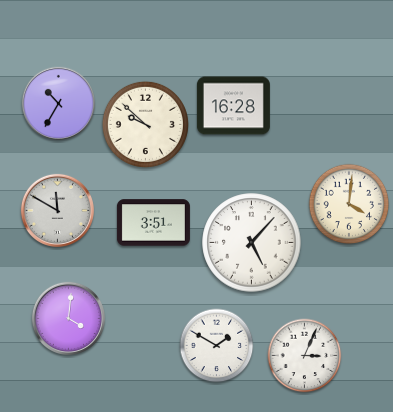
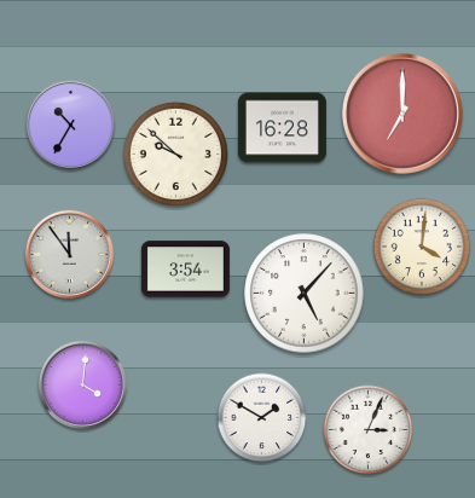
clock at (402, 114): none -> 7:00
clock at (145, 124) position: (145, 124) -> (175, 154)
clock at (57, 210): 11:50 -> 11:54
clock at (153, 223): 3:51 -> 3:54
